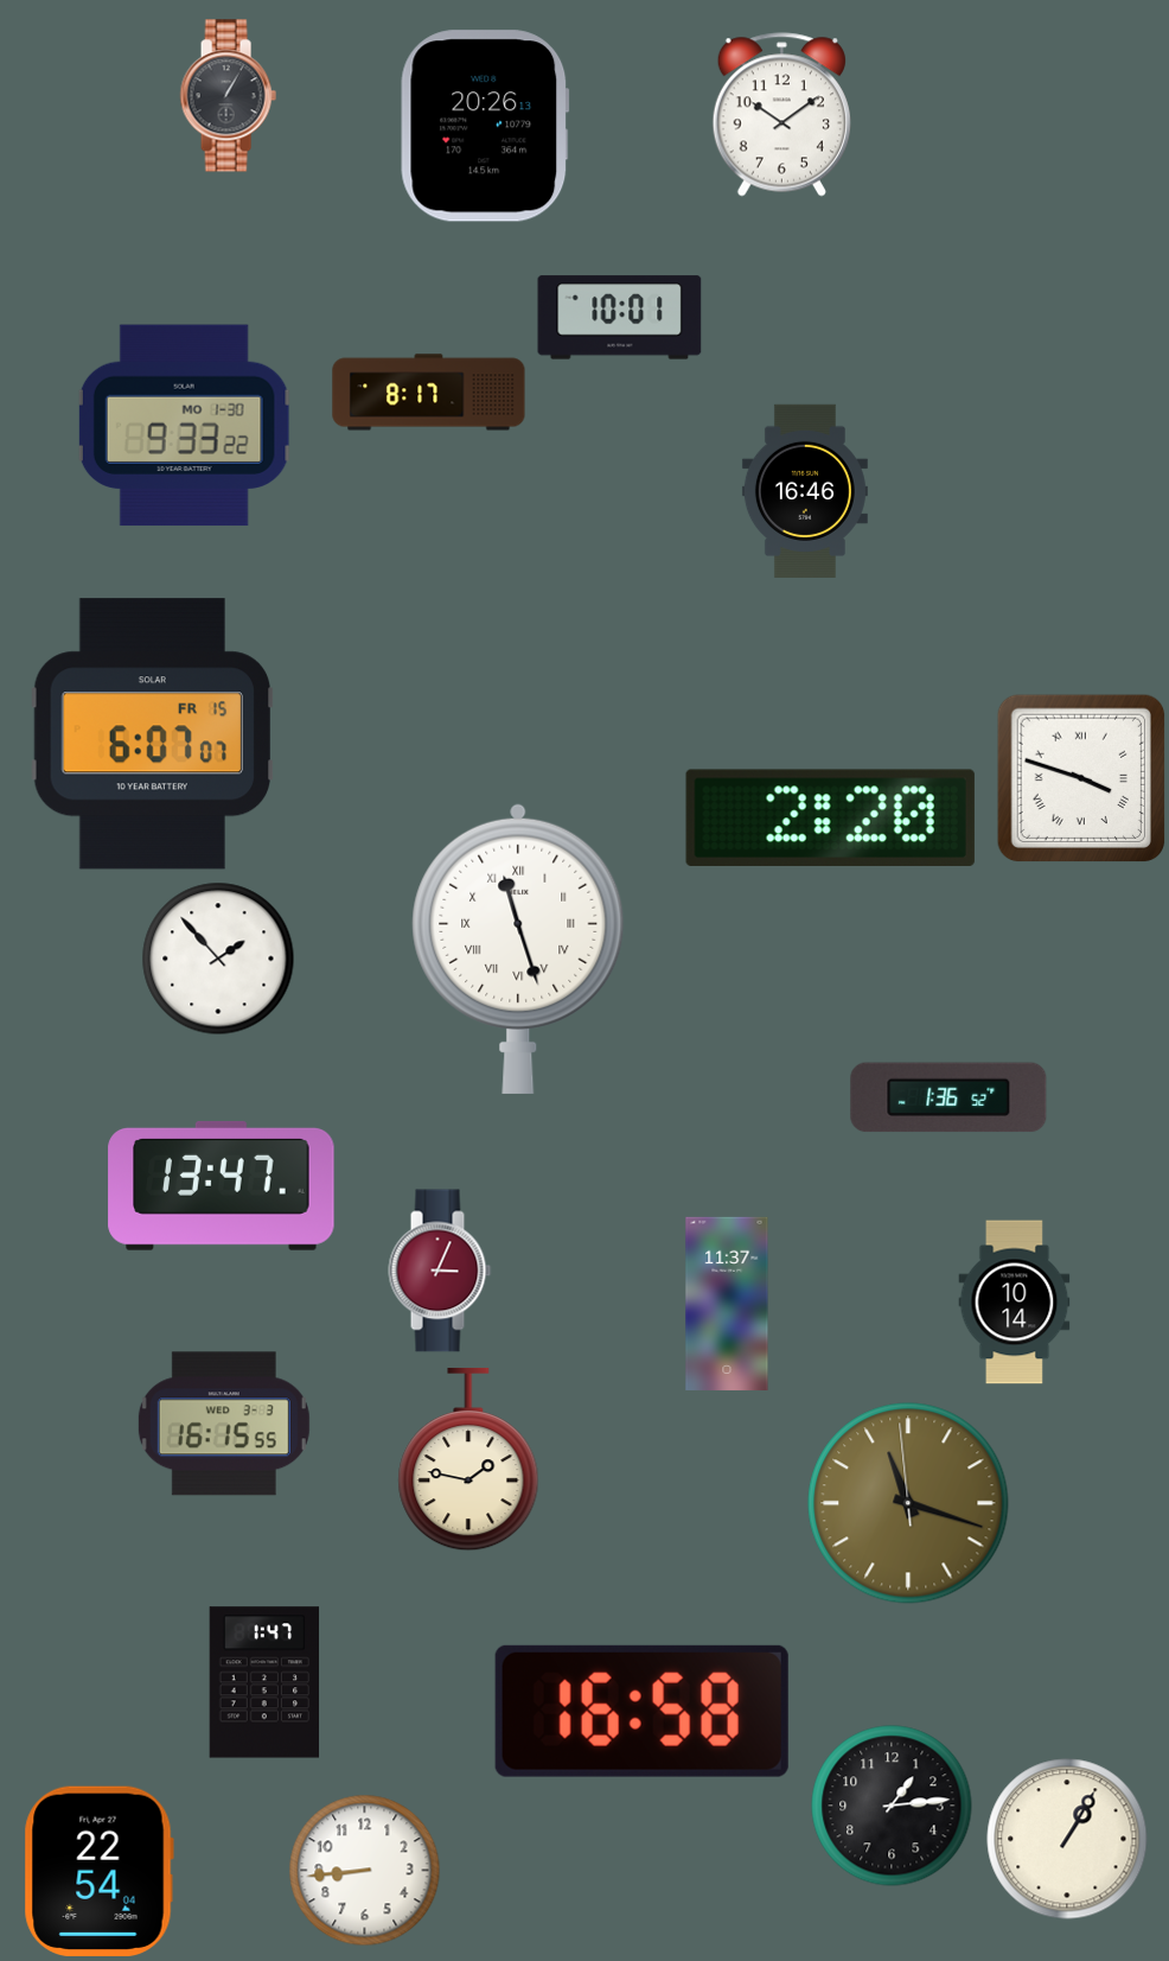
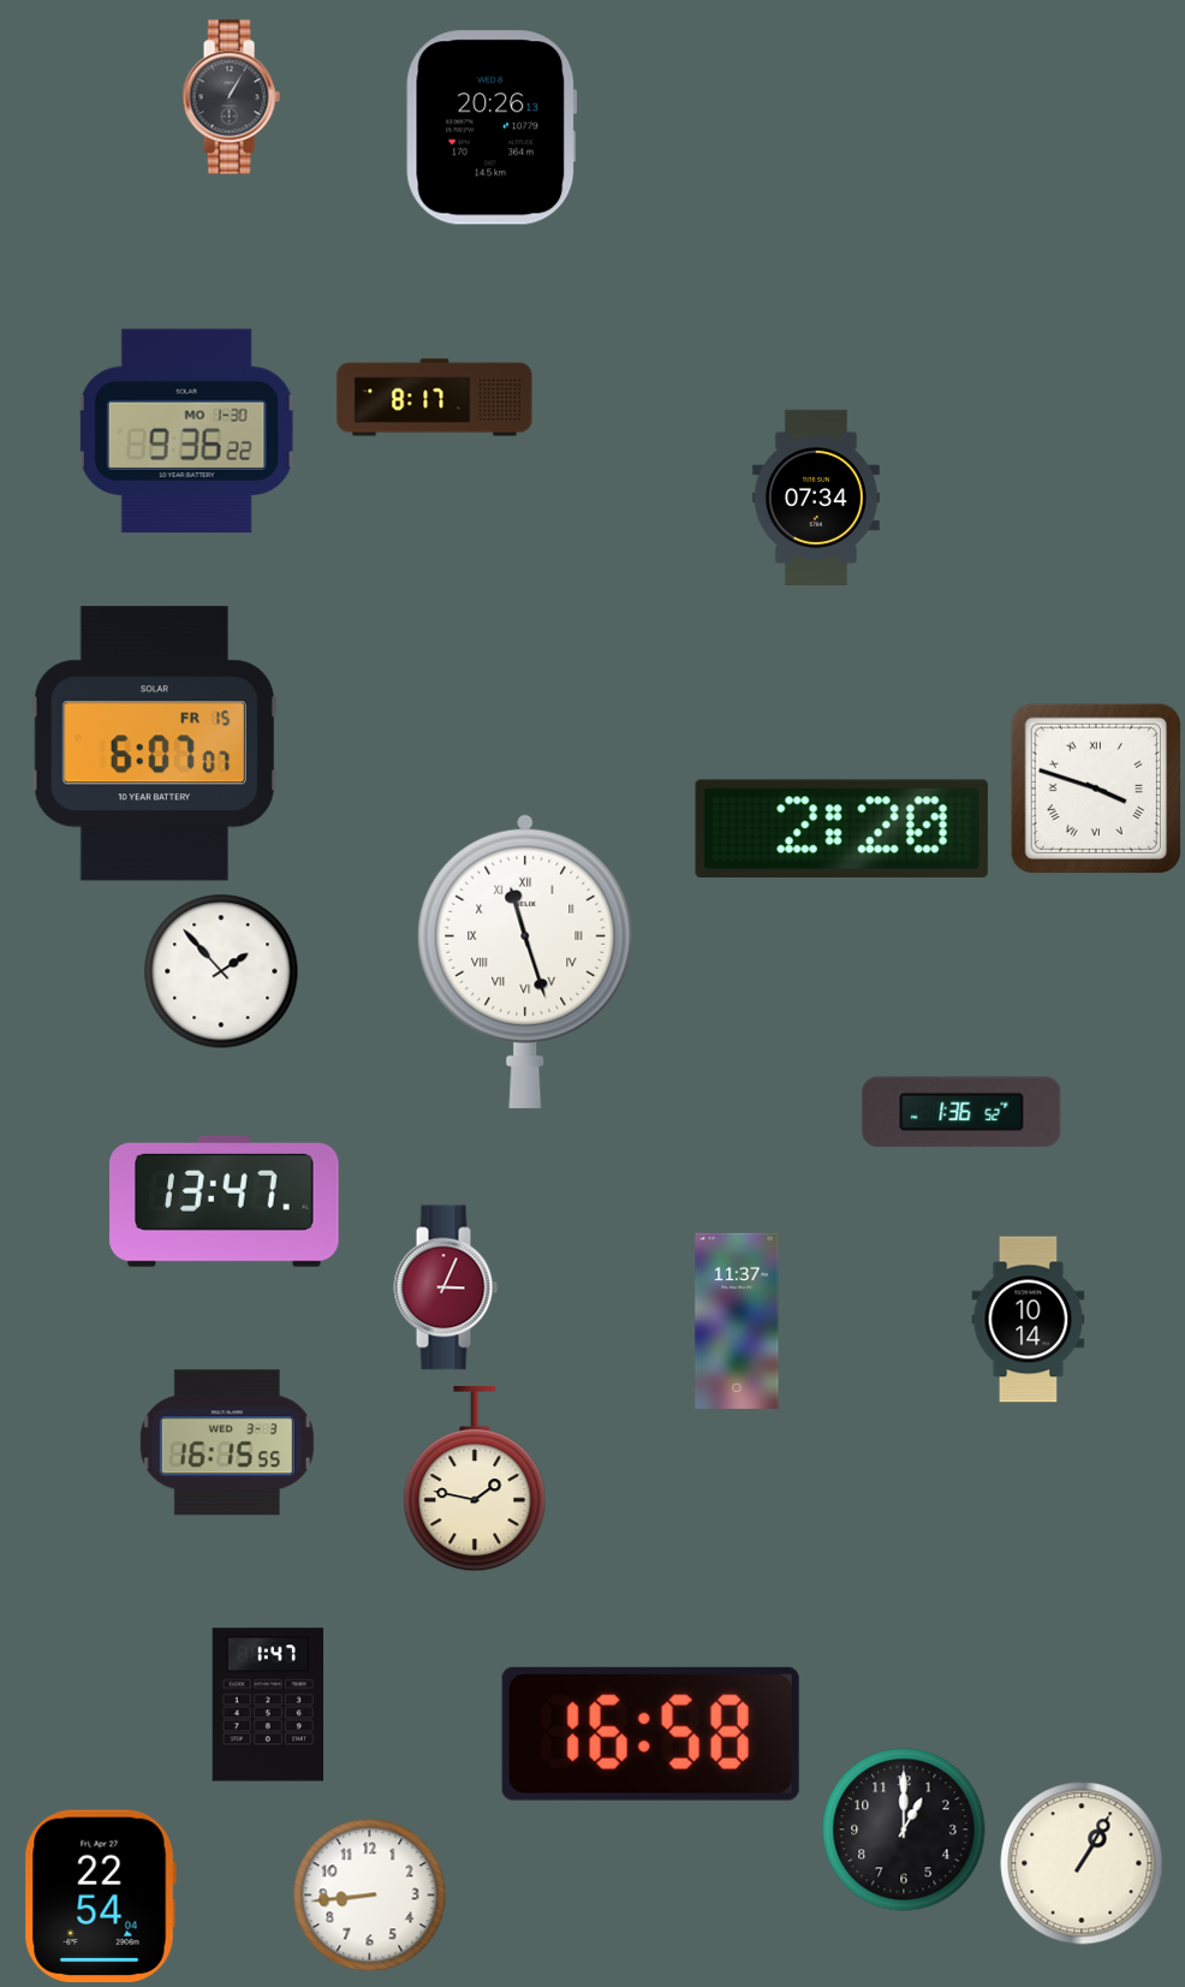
clock at (781, 115): 10:09 -> none
clock at (620, 318): 10:01 -> none
clock at (184, 426): 9:33 -> 9:36
clock at (805, 491): 16:46 -> 07:34
clock at (908, 1503): 11:17 -> none
clock at (892, 1806): 1:14 -> 1:00
